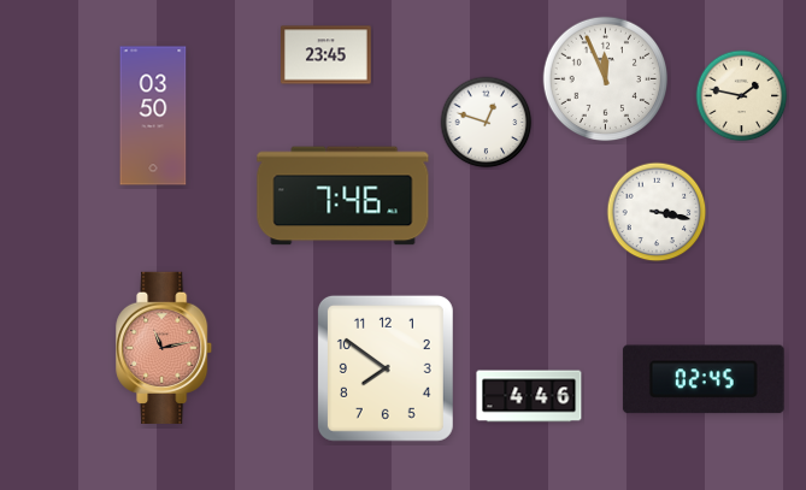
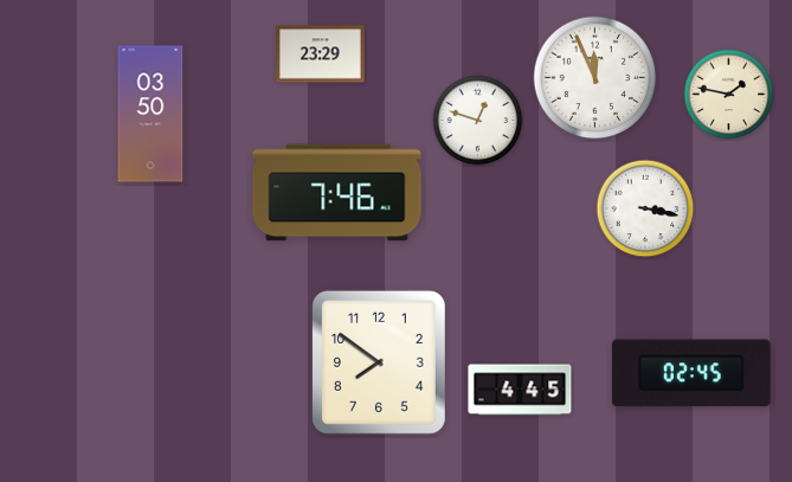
clock at (326, 55): 23:45 -> 23:29
clock at (165, 347): 11:13 -> none
clock at (529, 396): 4:46 -> 4:45
